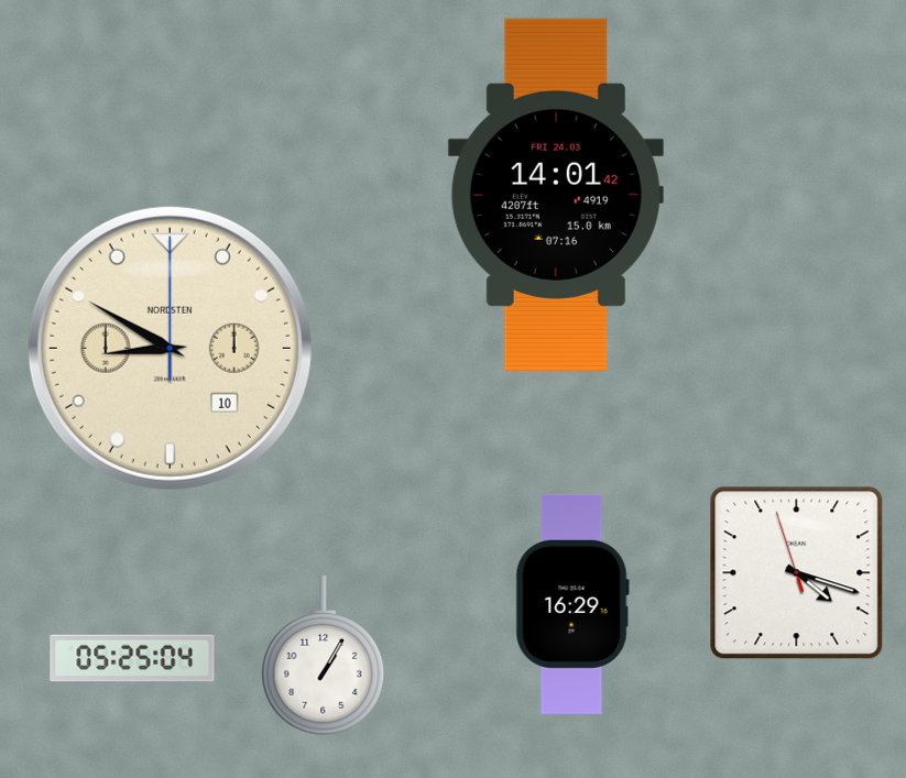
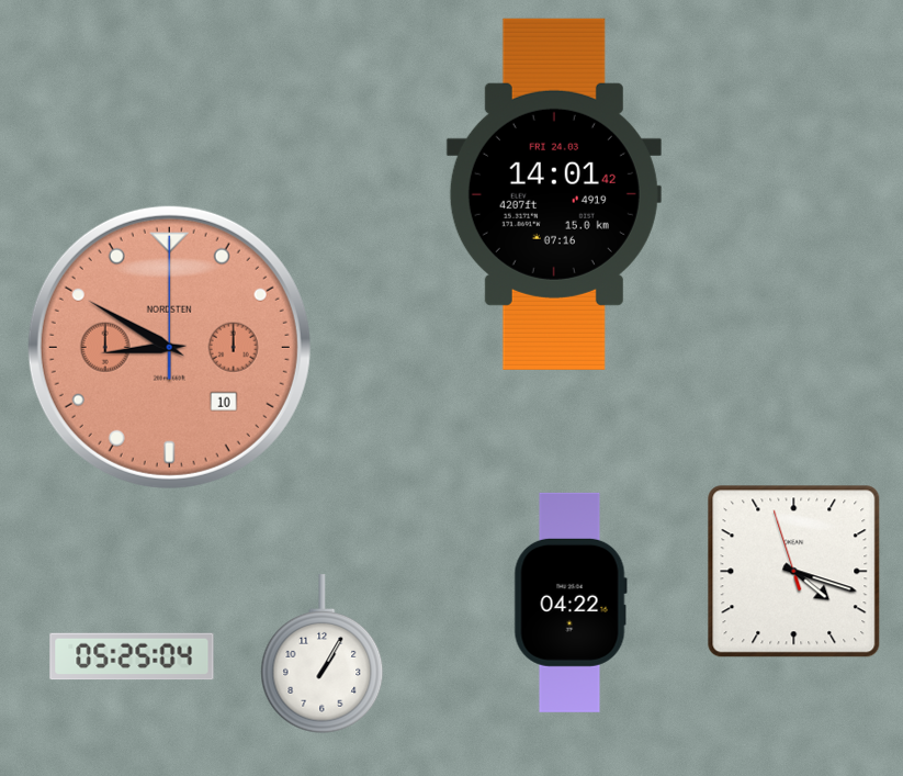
clock at (170, 348) dial: cream -> salmon
clock at (572, 604): 16:29 -> 04:22
